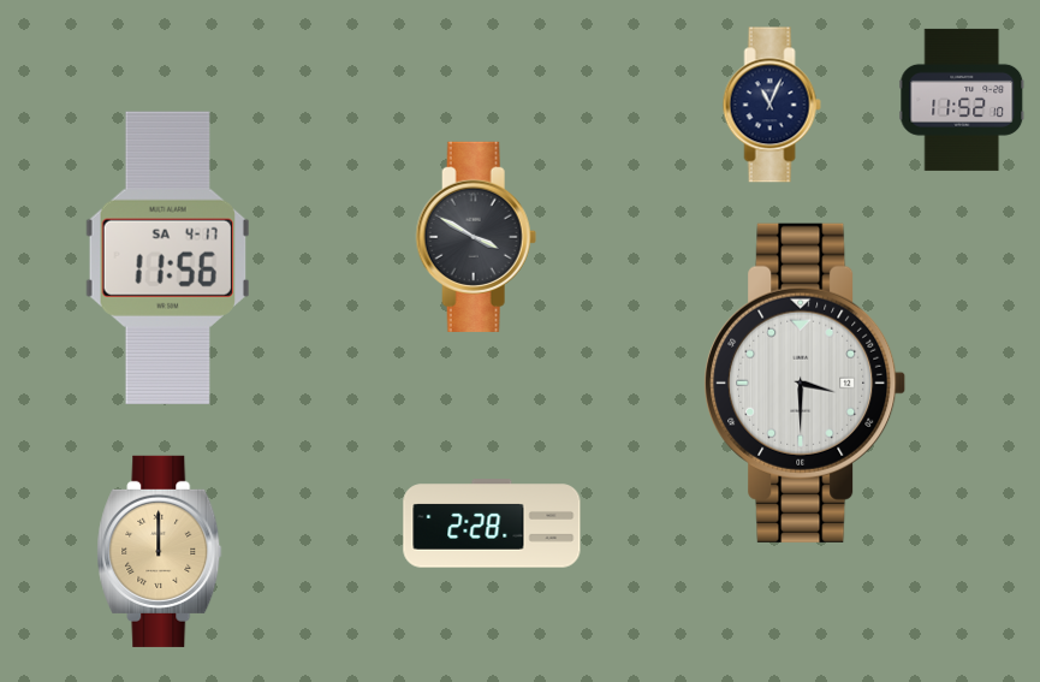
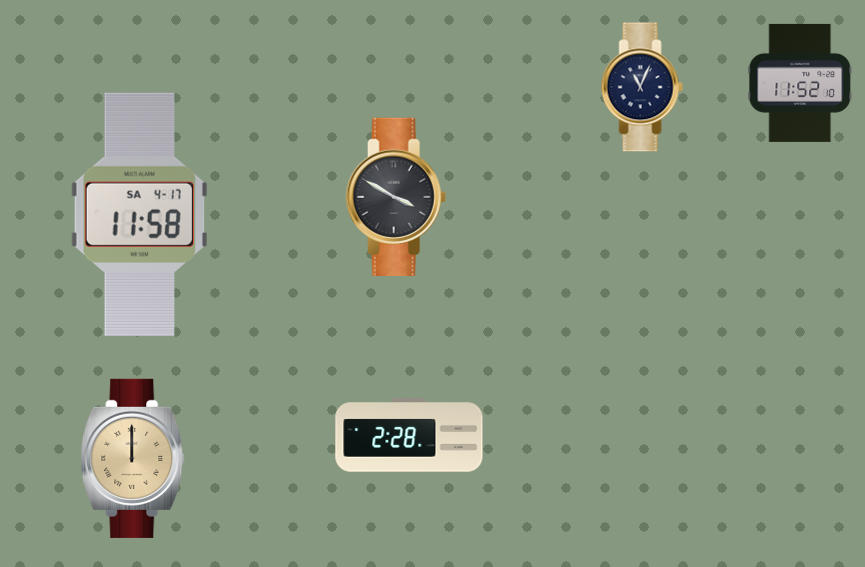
clock at (167, 257): 11:56 -> 11:58
clock at (806, 382): 3:30 -> none
